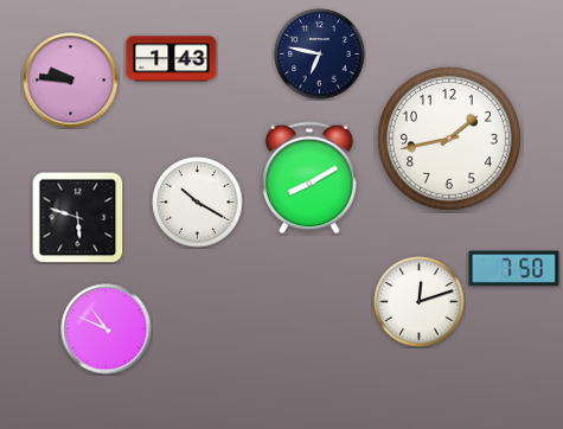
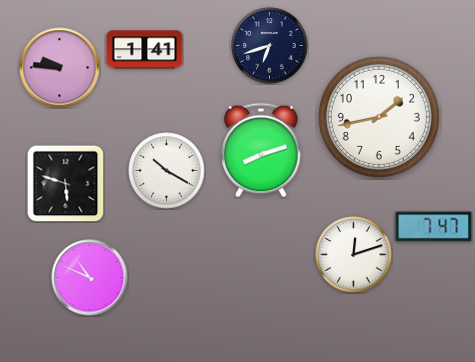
clock at (320, 55): 6:47 -> 6:42
clock at (172, 59): 1:43 -> 1:41
clock at (309, 178): 8:10 -> 8:12
clock at (514, 269): 7:50 -> 7:47
